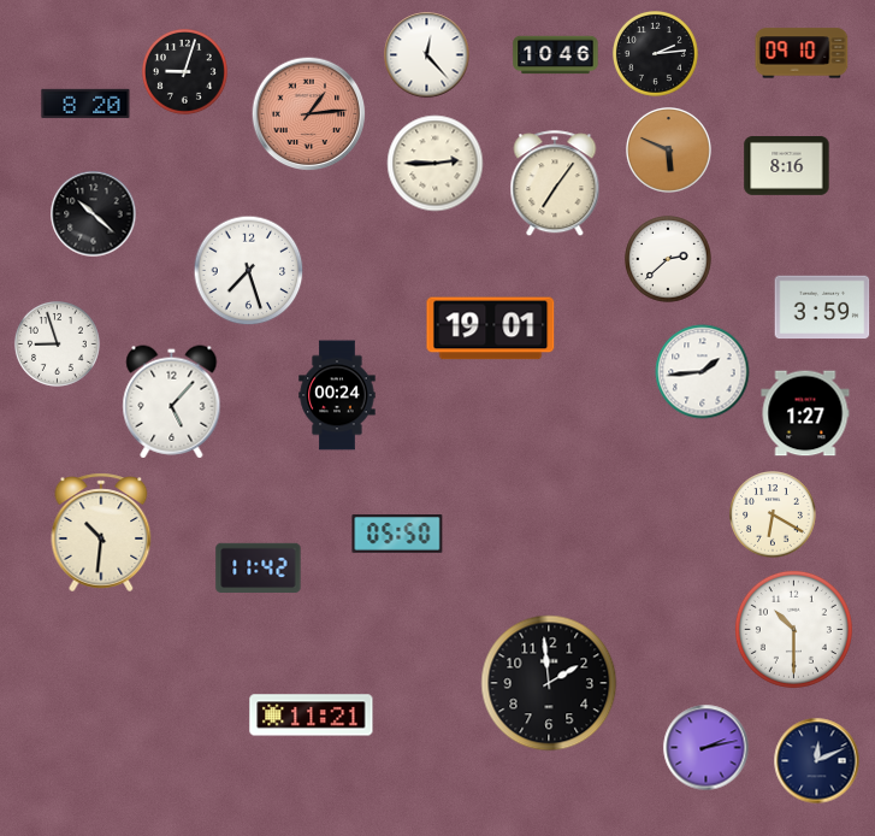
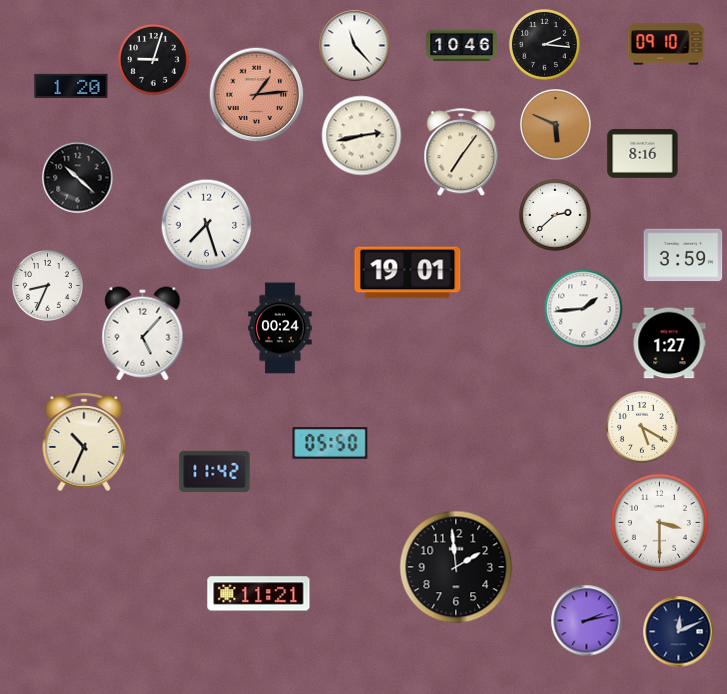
clock at (656, 54): 2:14 -> 2:16
clock at (427, 55): 12:23 -> 11:23
clock at (85, 104): 8:20 -> 1:20
clock at (436, 164): 2:45 -> 2:43
clock at (787, 166) position: (787, 166) -> (643, 154)
clock at (58, 345): 8:57 -> 8:34
clock at (774, 516): 6:20 -> 5:20
clock at (101, 532): 10:31 -> 10:34
clock at (793, 629): 10:30 -> 3:30
